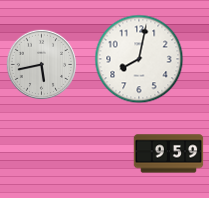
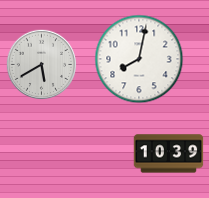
clock at (41, 64): 5:43 -> 5:40
clock at (169, 154): 9:59 -> 10:39
